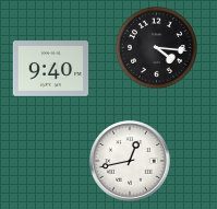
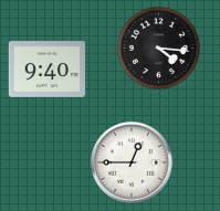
clock at (50, 69) position: (50, 69) -> (46, 70)
clock at (130, 161): 12:43 -> 12:45
